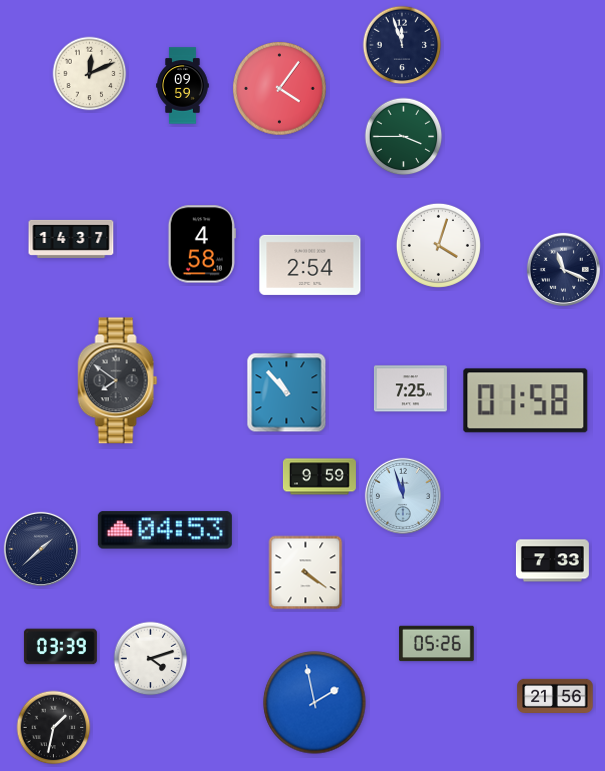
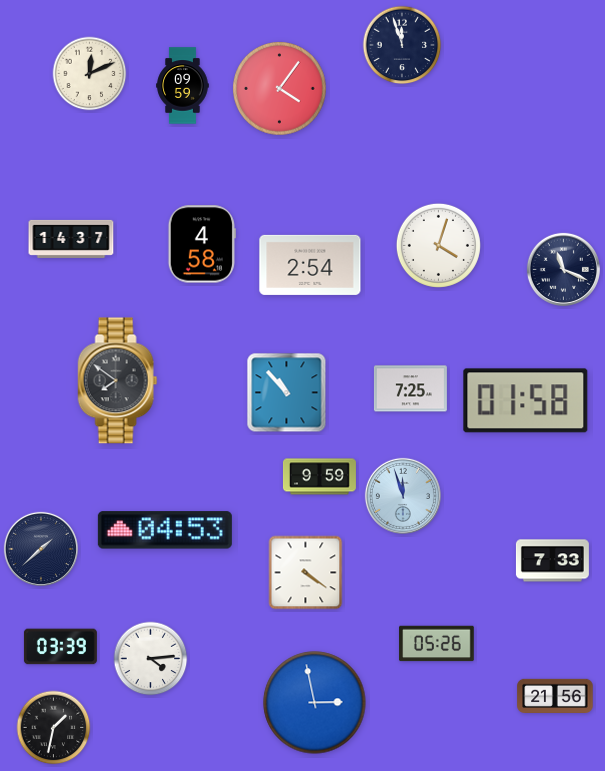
clock at (404, 137): 3:45 -> none
clock at (151, 659): 4:12 -> 4:14
clock at (315, 703): 1:58 -> 2:58
